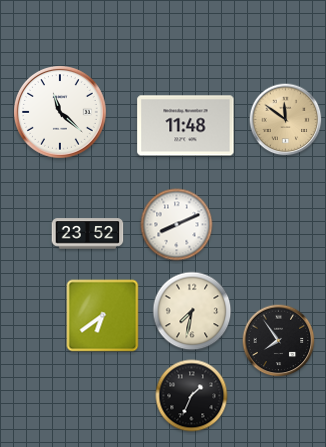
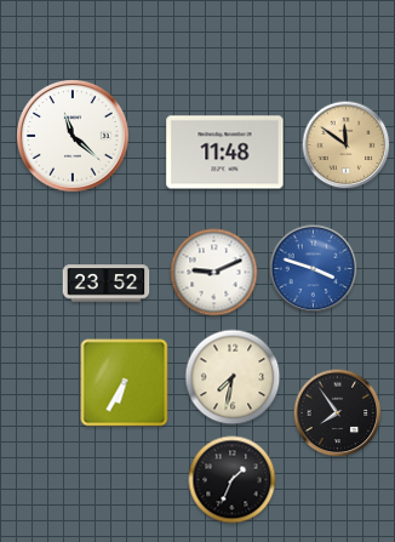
clock at (314, 269): none -> 3:48
clock at (177, 225): 8:11 -> 9:11
clock at (103, 316): 6:39 -> 6:35
